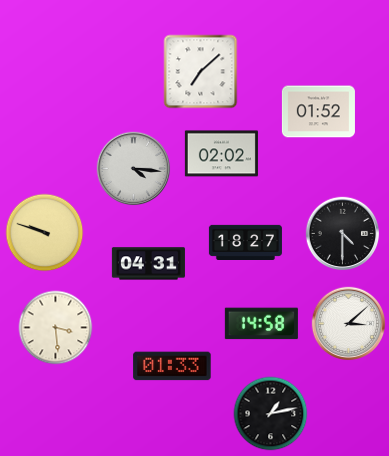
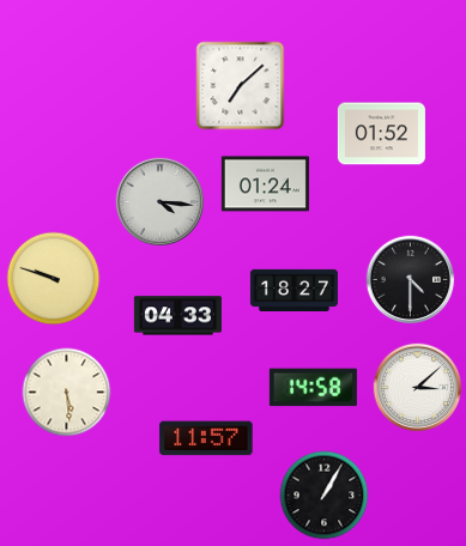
clock at (221, 154): 02:02 -> 01:24
clock at (148, 264): 04:31 -> 04:33
clock at (56, 328): 3:29 -> 5:29
clock at (172, 366): 01:33 -> 11:57
clock at (271, 414): 1:13 -> 1:05
